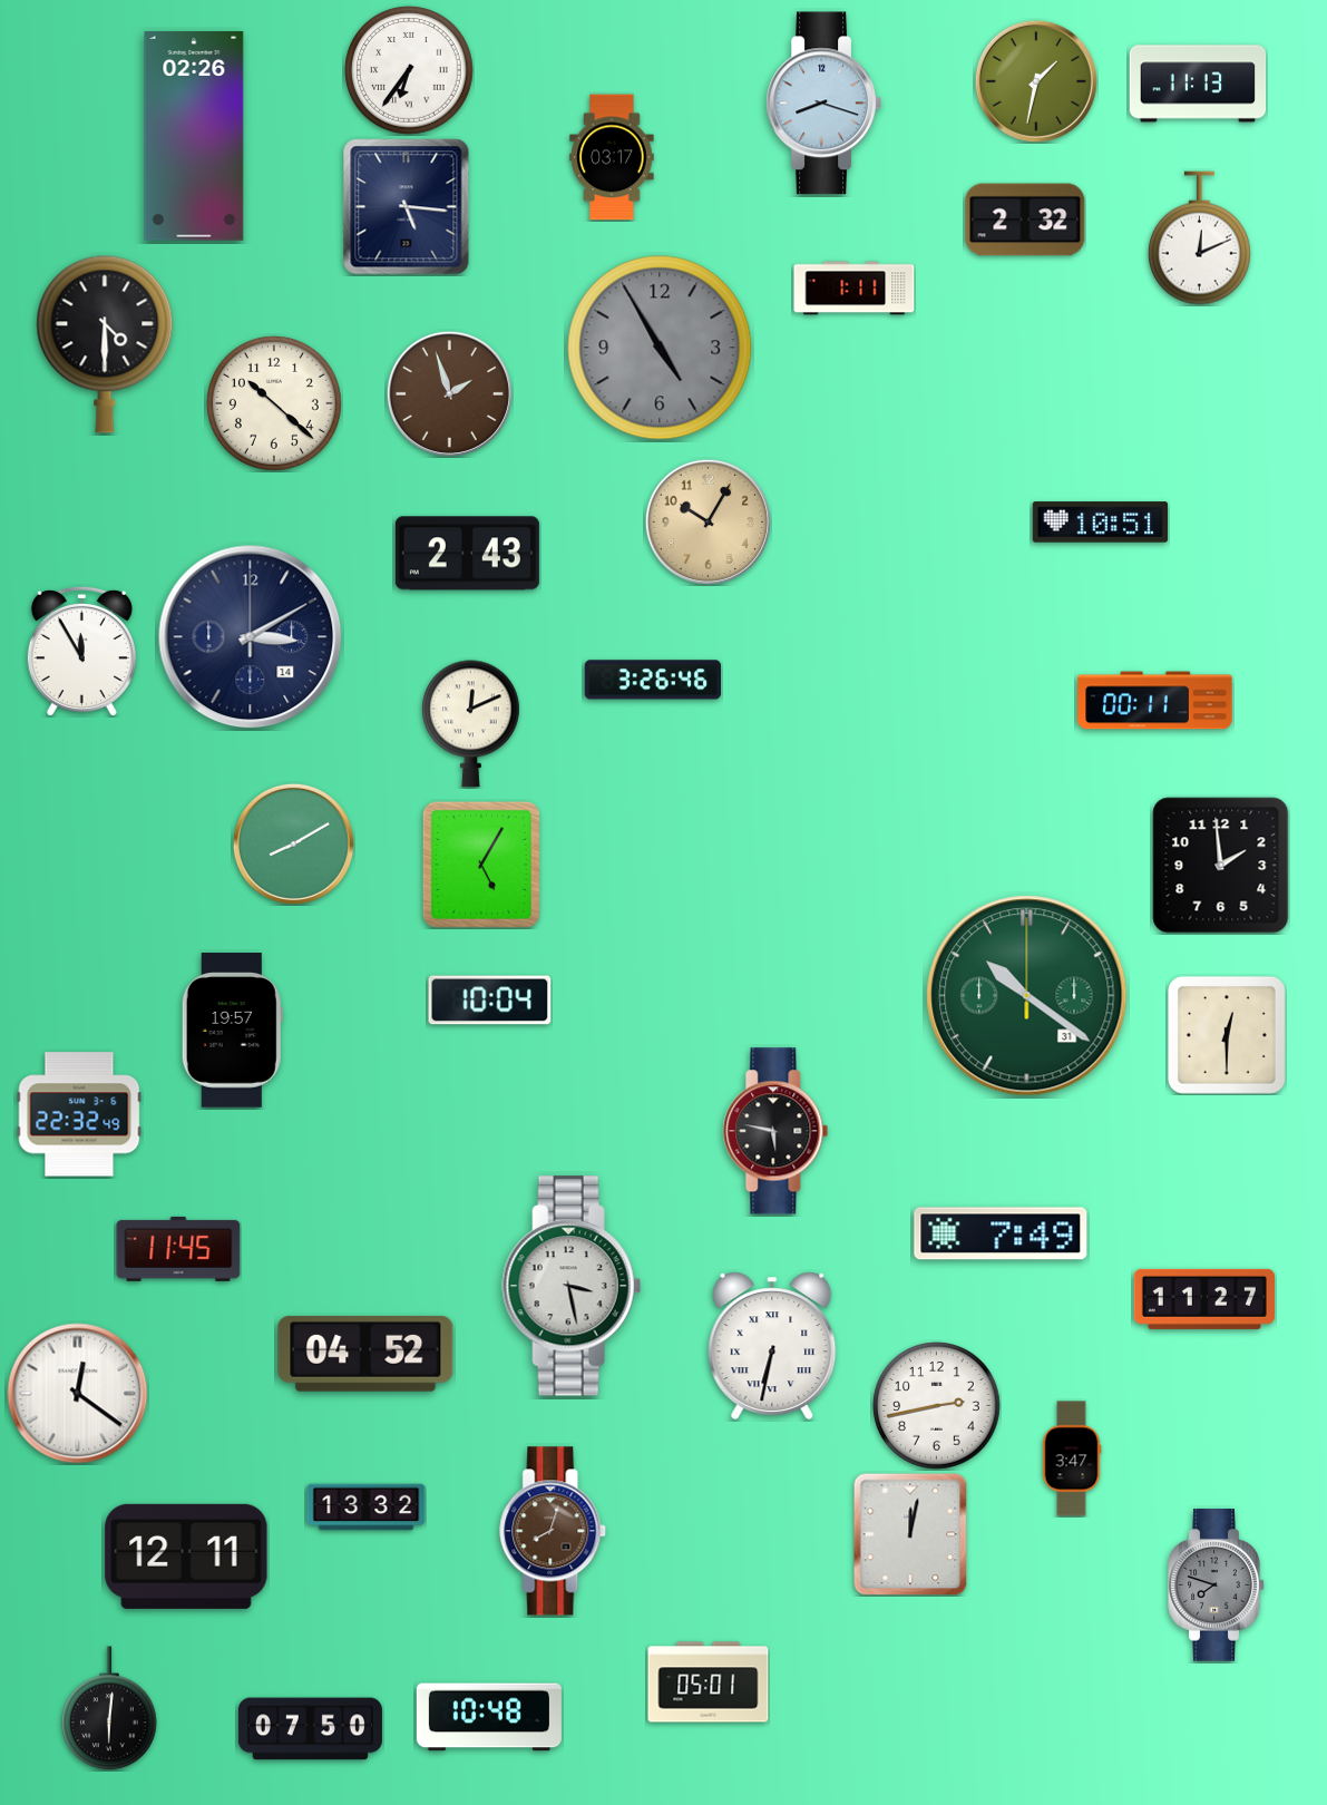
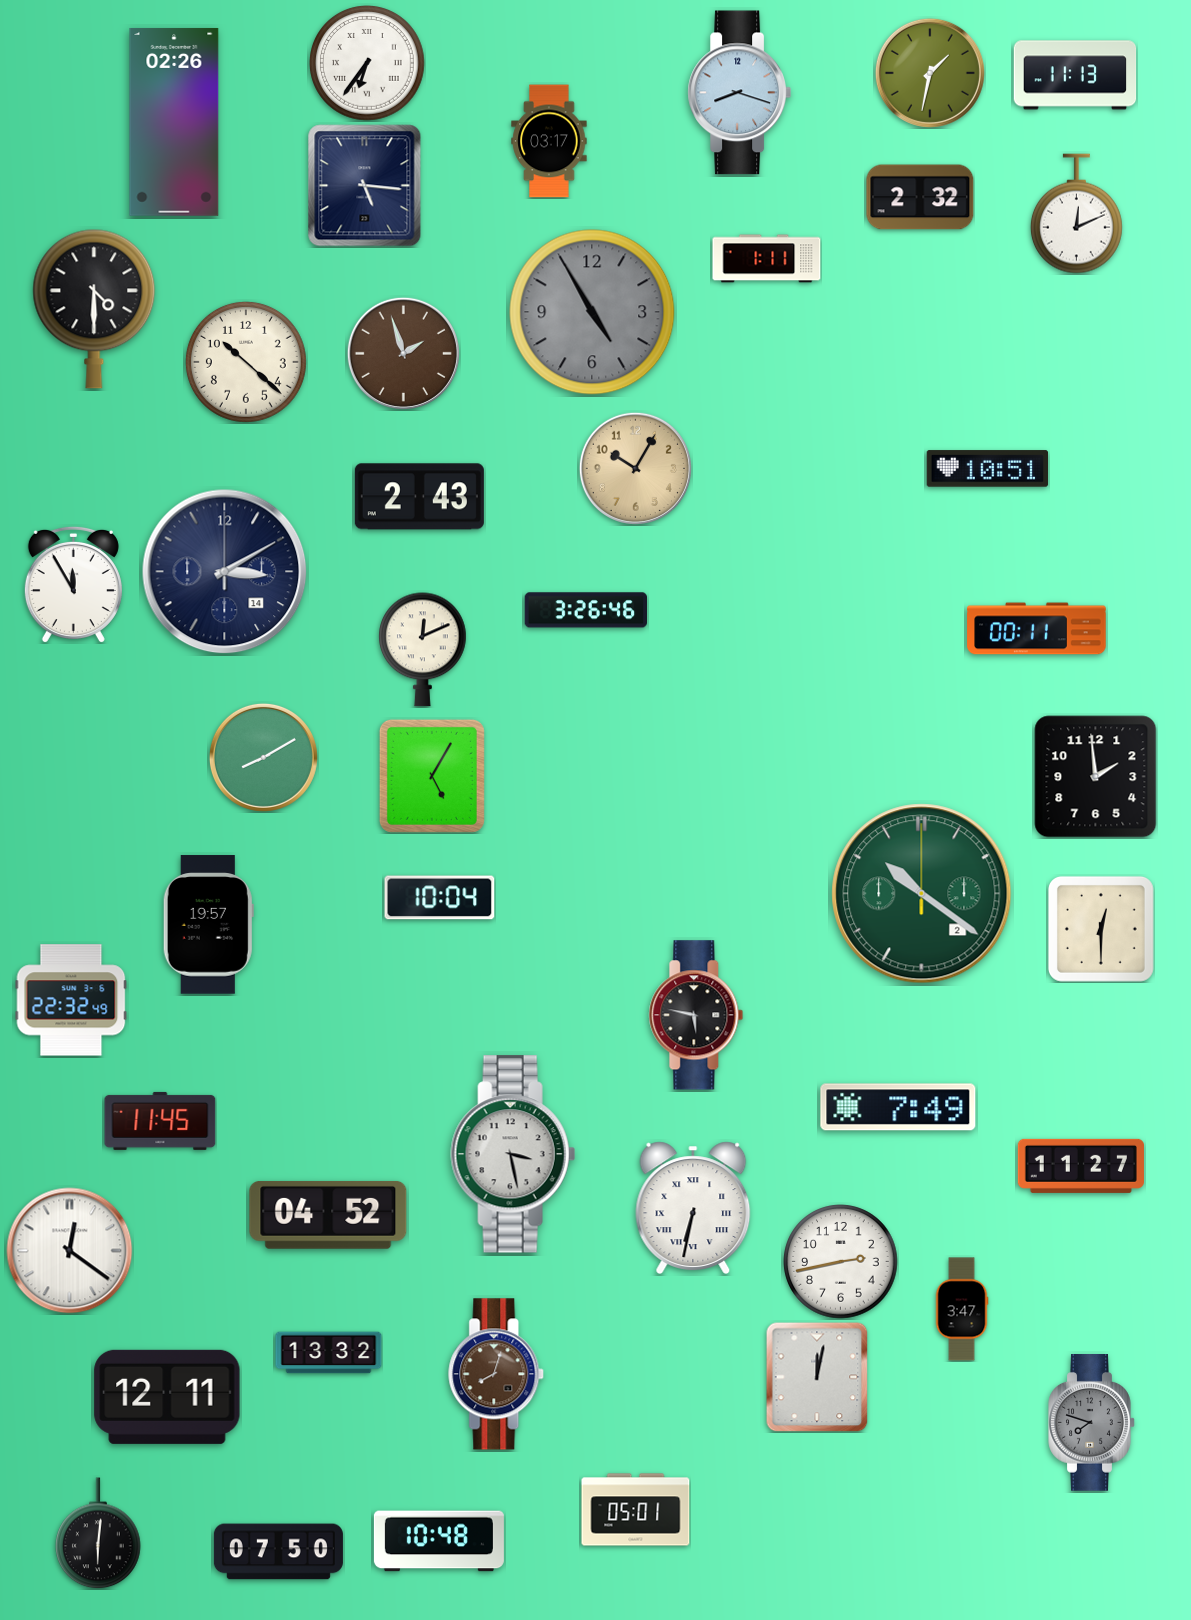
clock at (1027, 996) date: 31 -> 2
